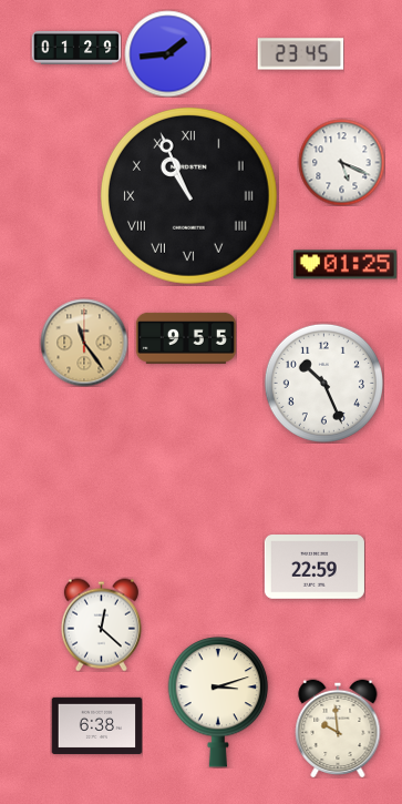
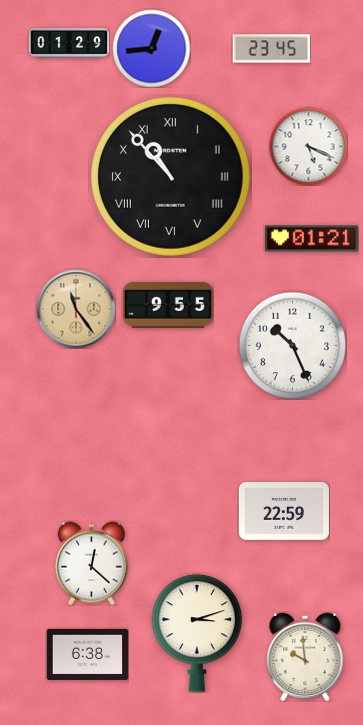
clock at (167, 53): 1:44 -> 12:44
clock at (188, 195): 10:56 -> 10:53
clock at (344, 265): 01:25 -> 01:21
